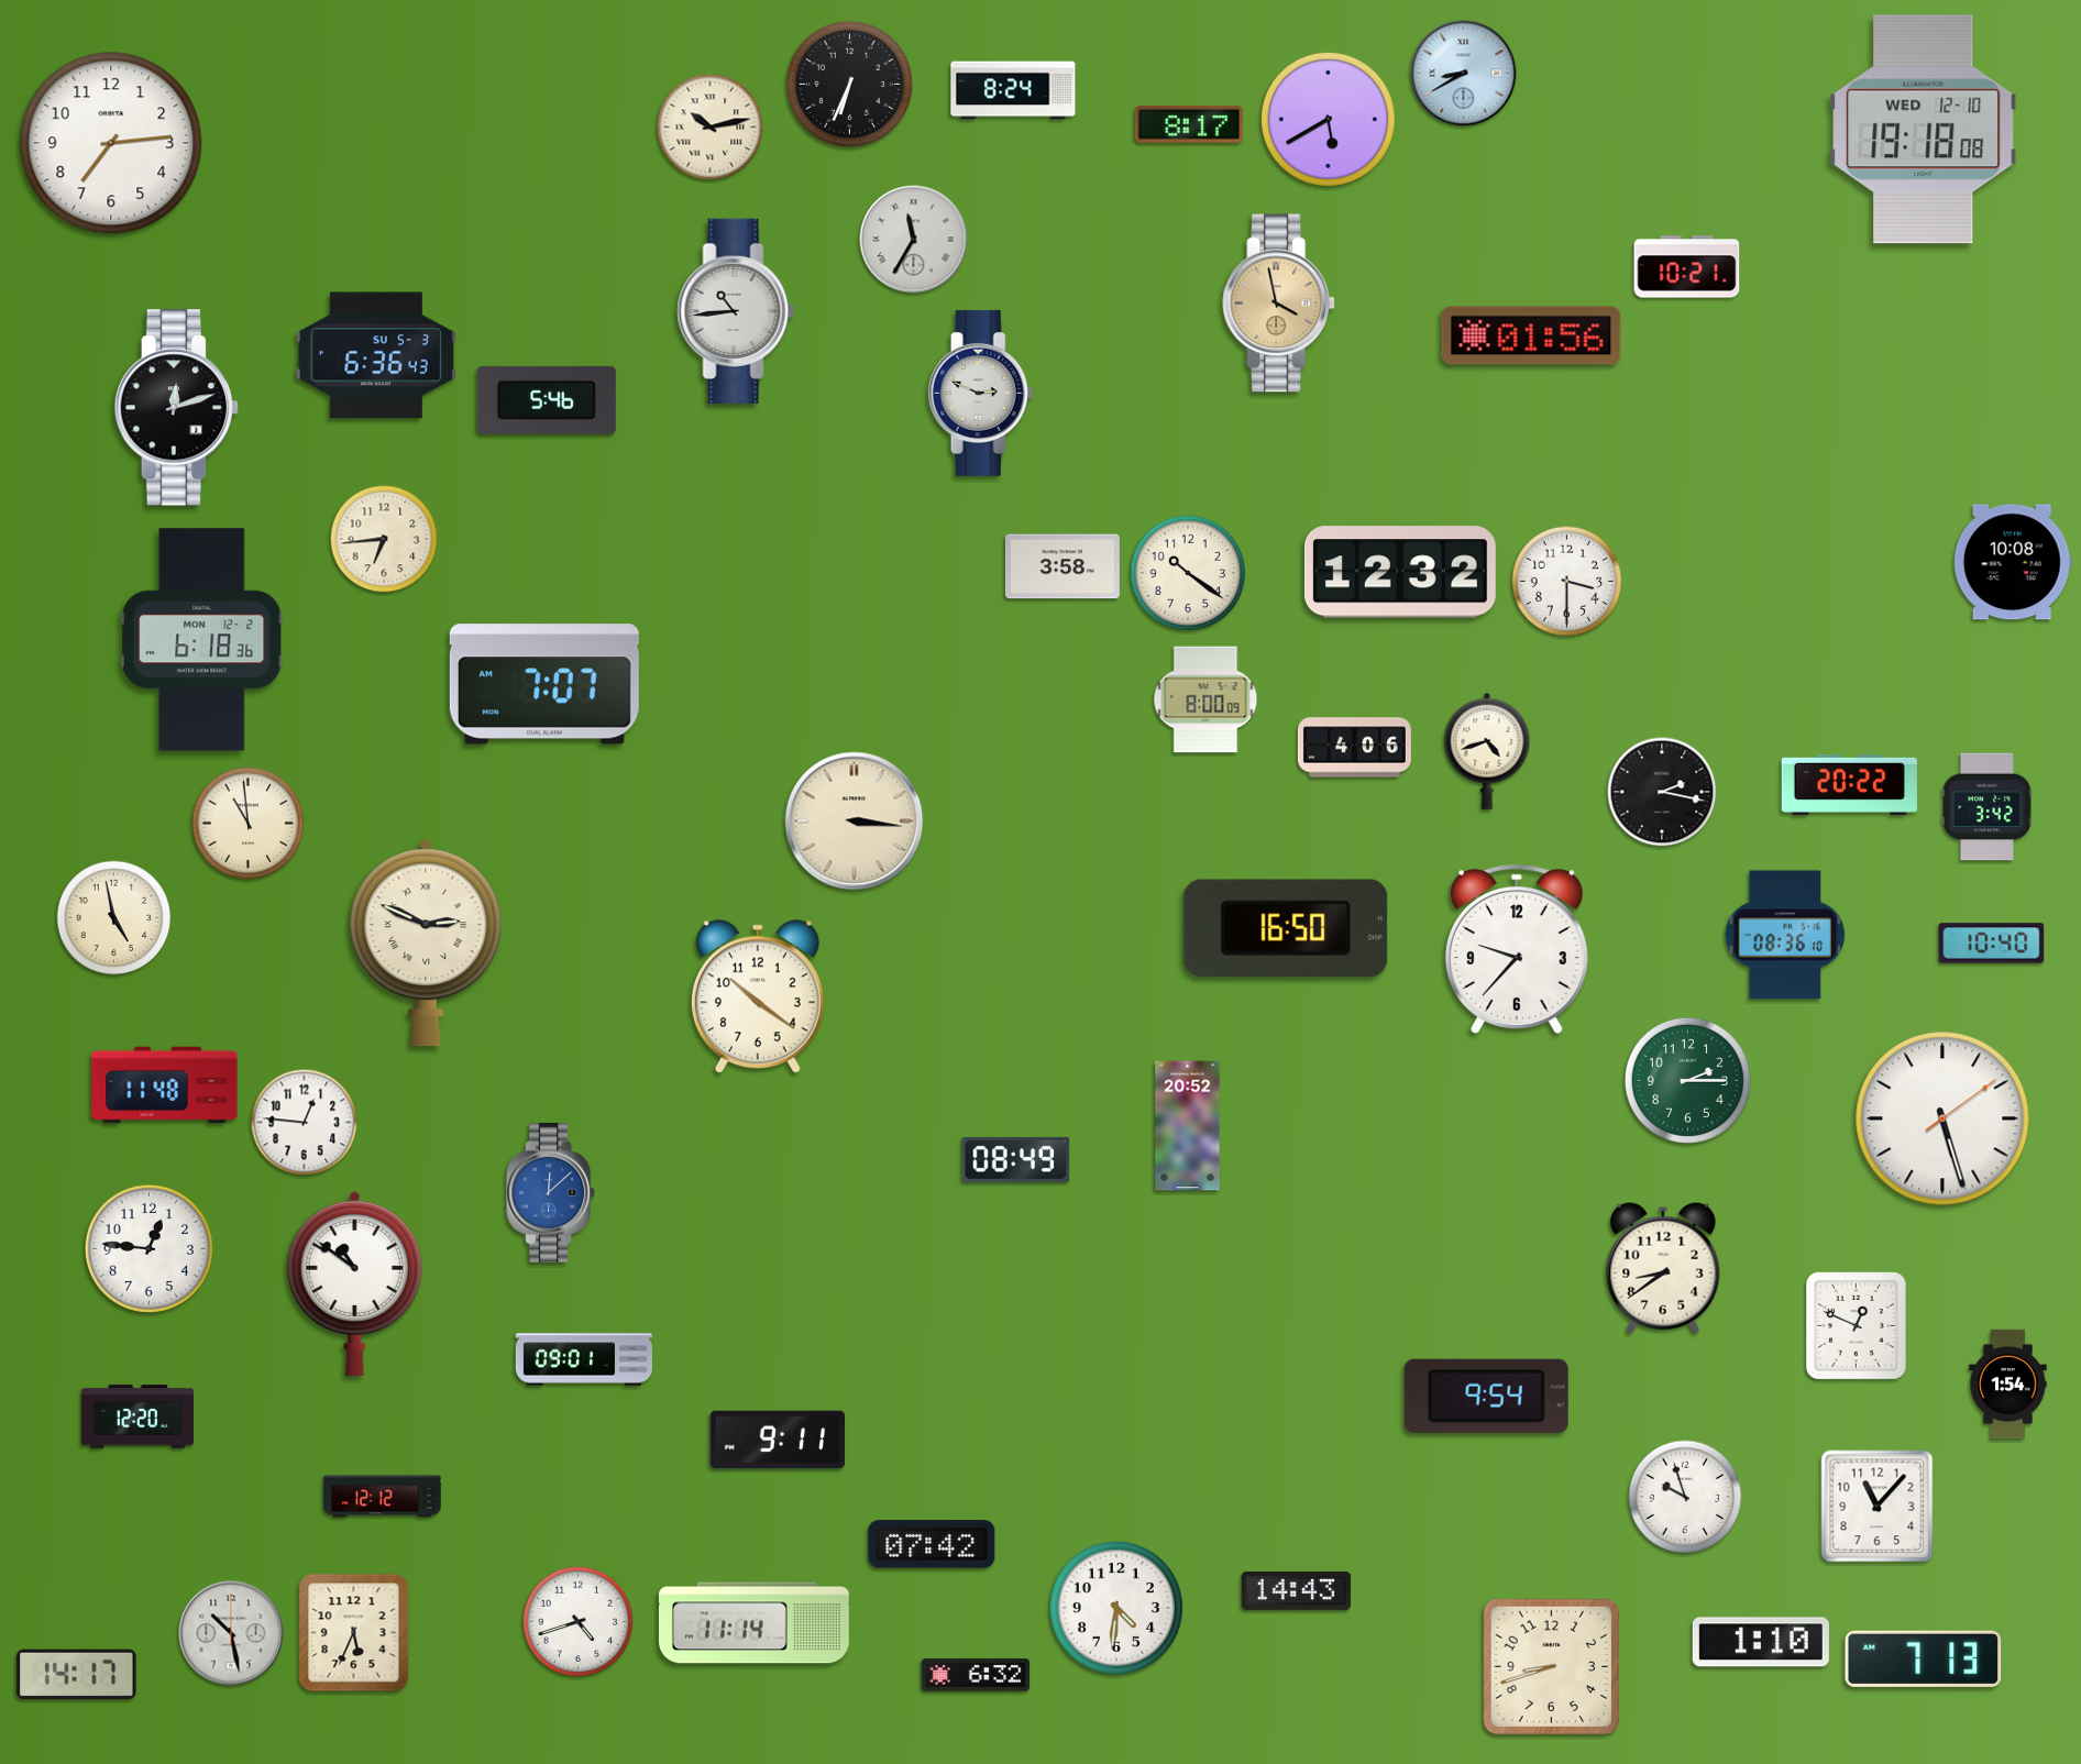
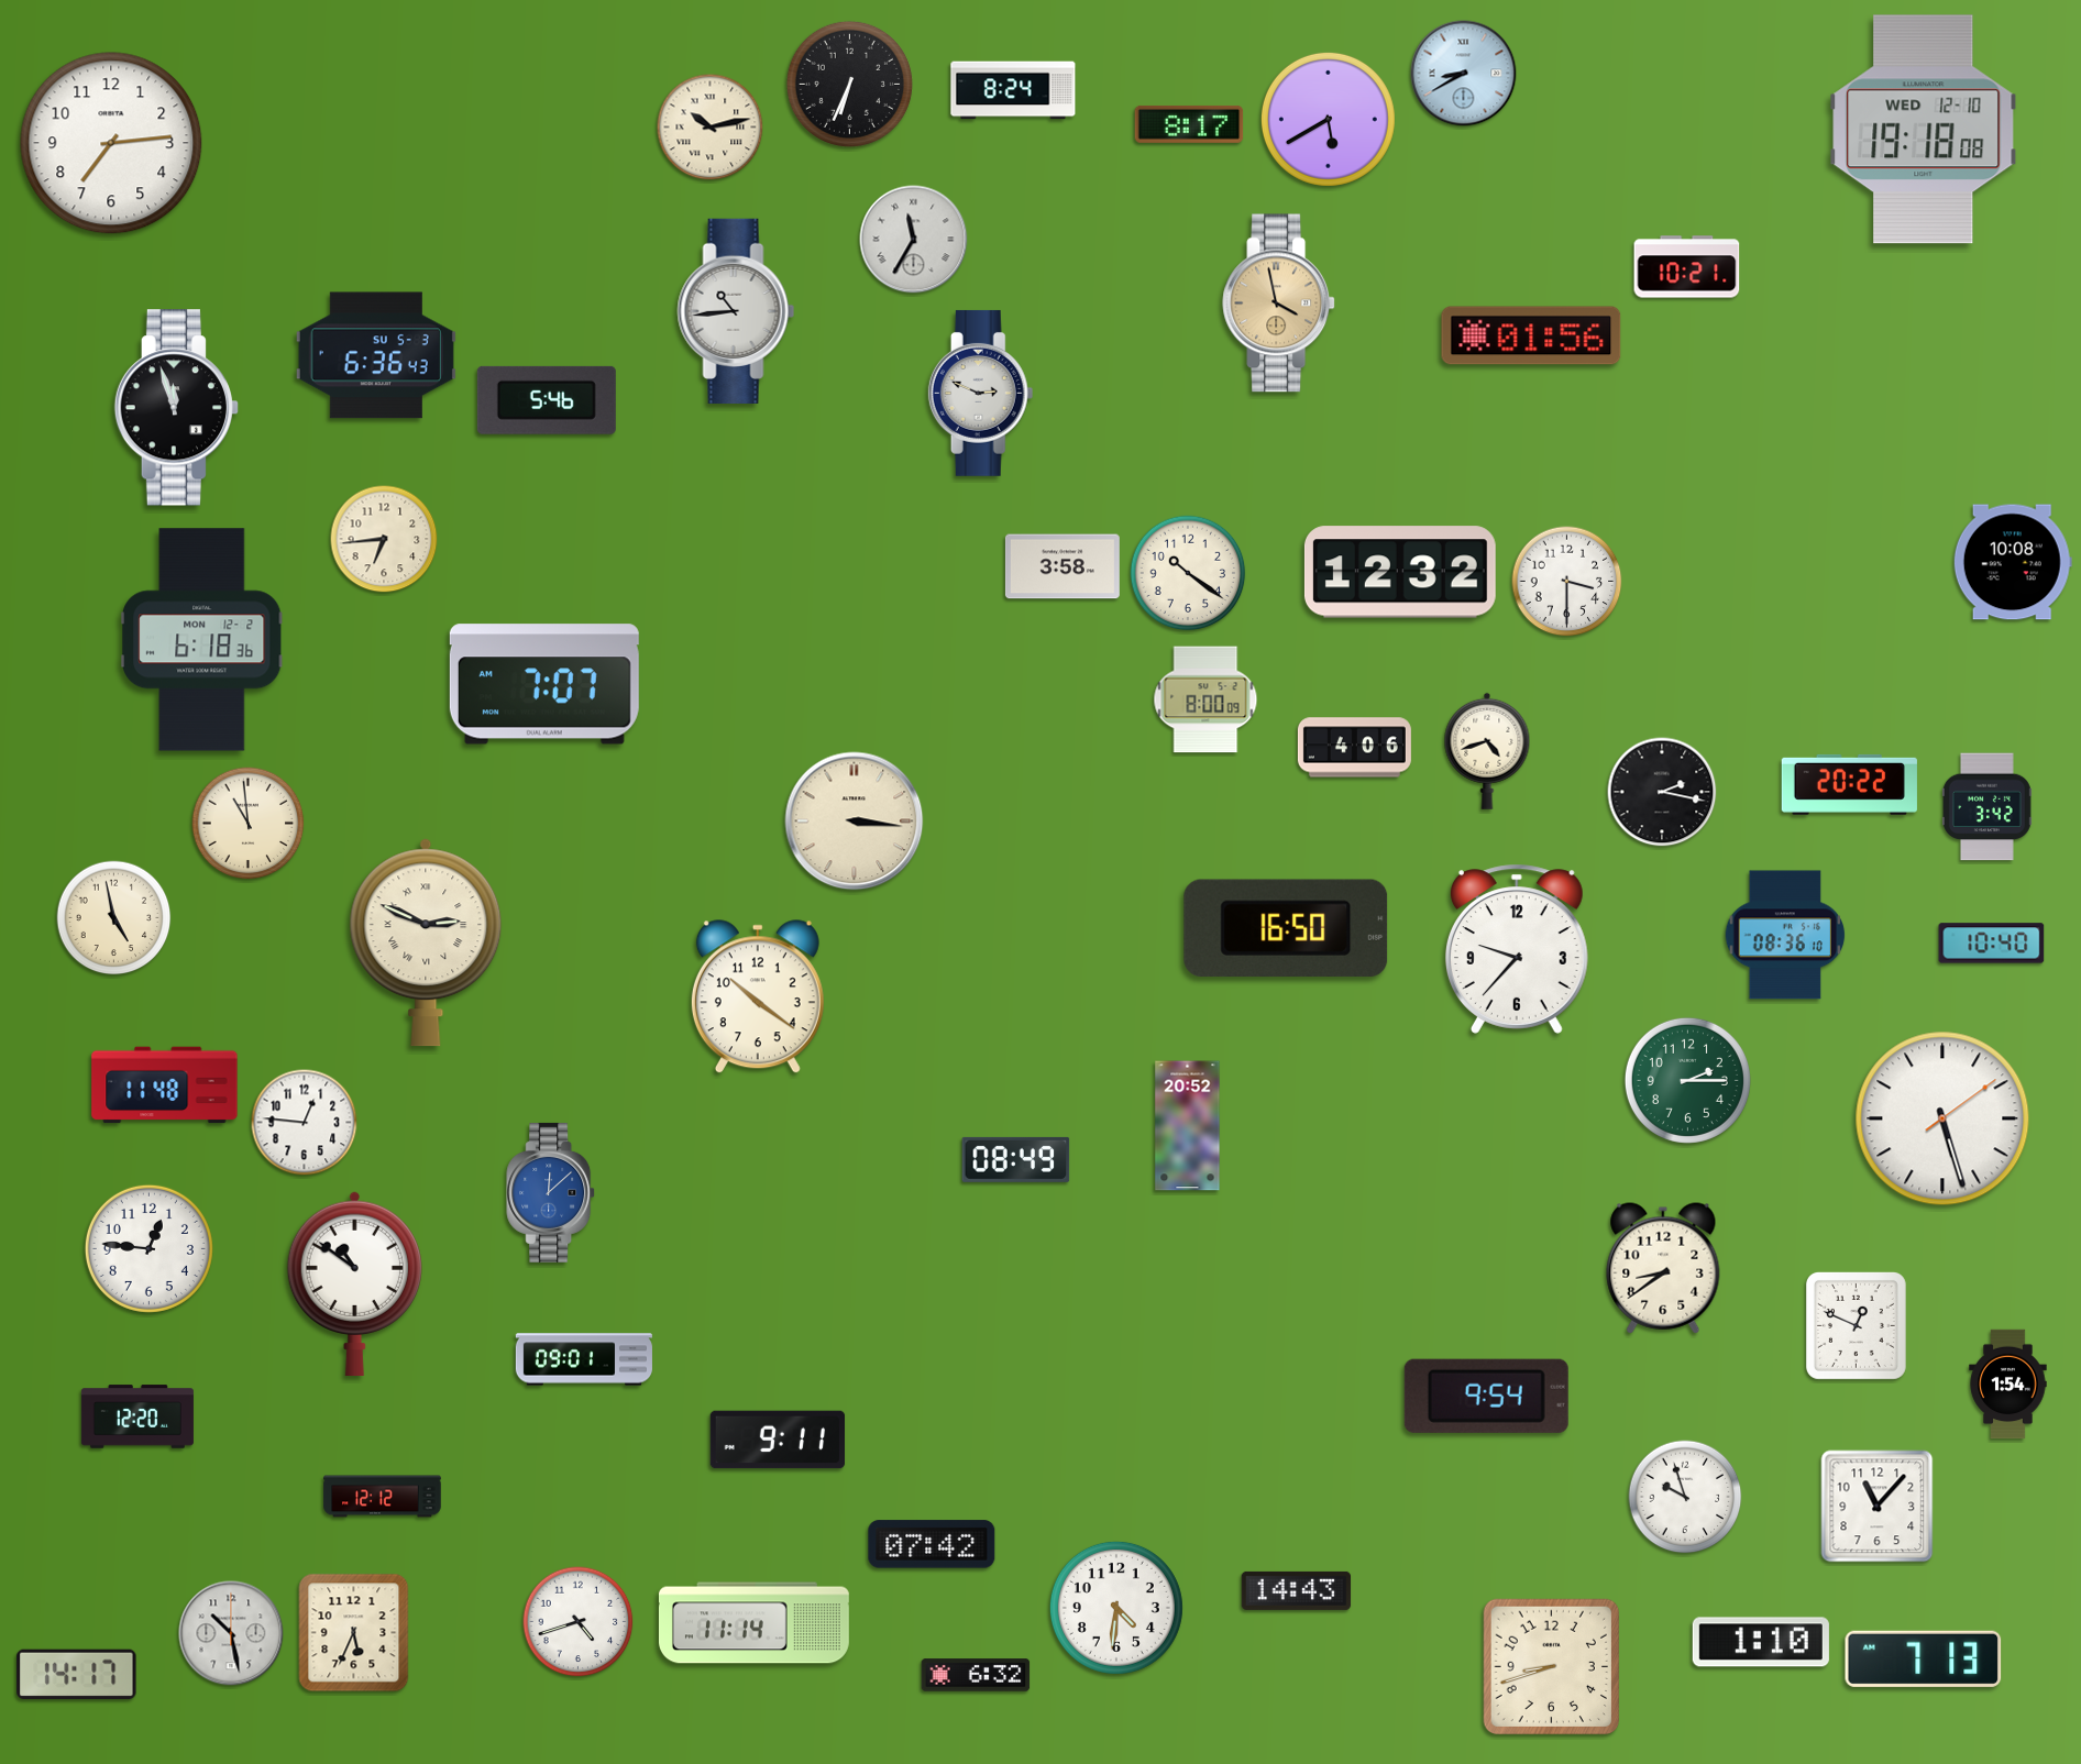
clock at (176, 408): 12:12 -> 11:57
